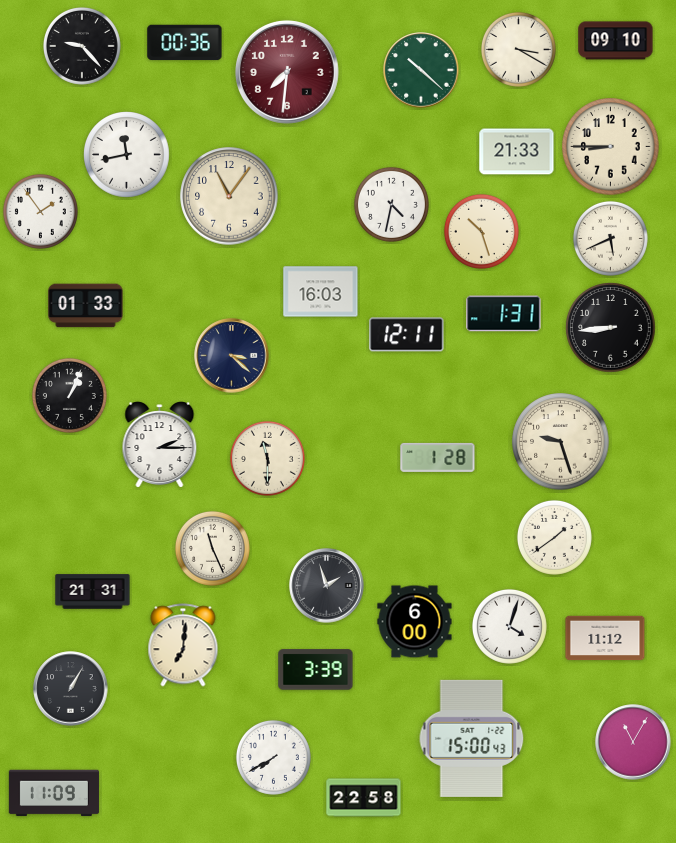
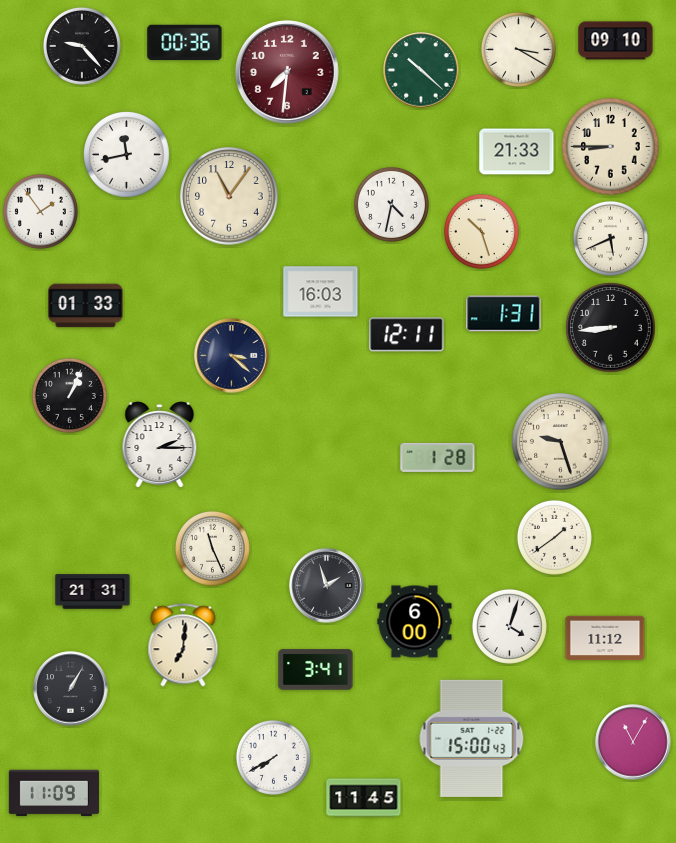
clock at (267, 458): 11:30 -> none
clock at (316, 670): 3:39 -> 3:41
clock at (364, 798): 22:58 -> 11:45
